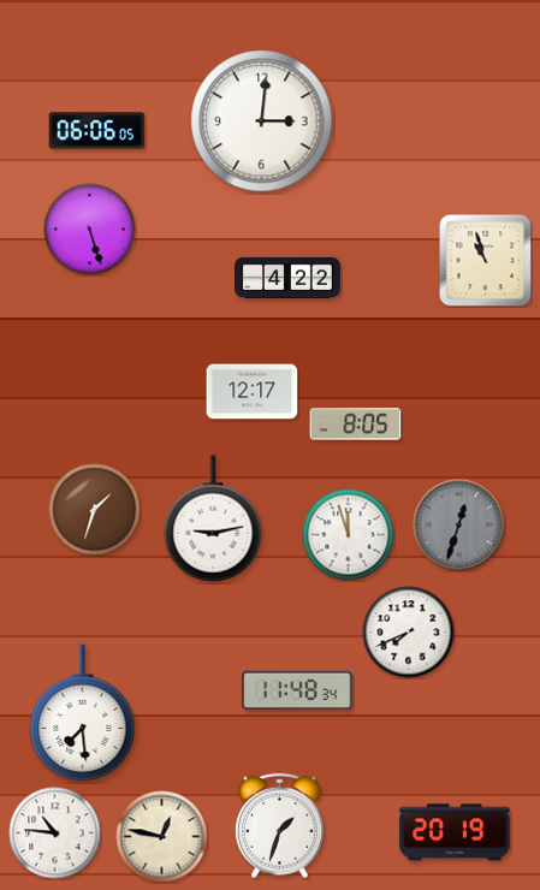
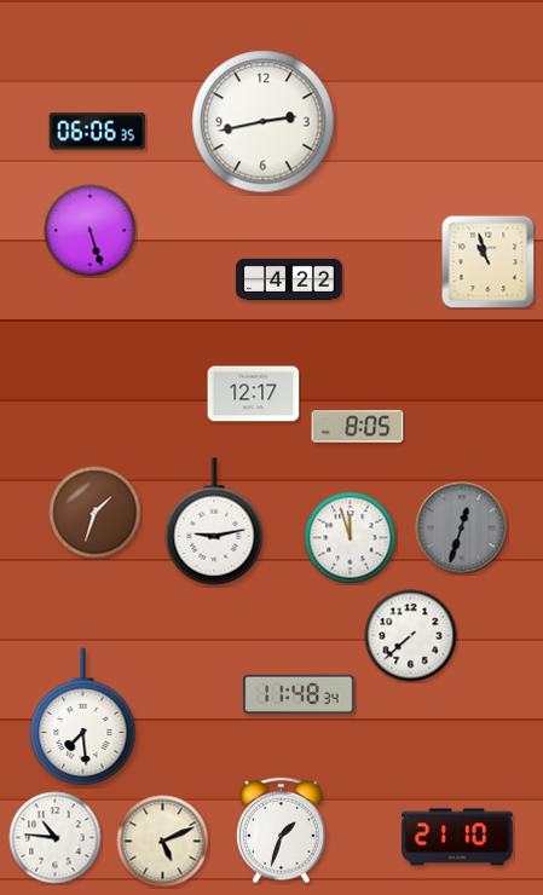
clock at (262, 121): 3:01 -> 2:43
clock at (97, 131): 06:06:05 -> 06:06:35
clock at (409, 633): 7:41 -> 7:38
clock at (455, 832): 20:19 -> 21:10
clock at (162, 837): 12:47 -> 5:11
